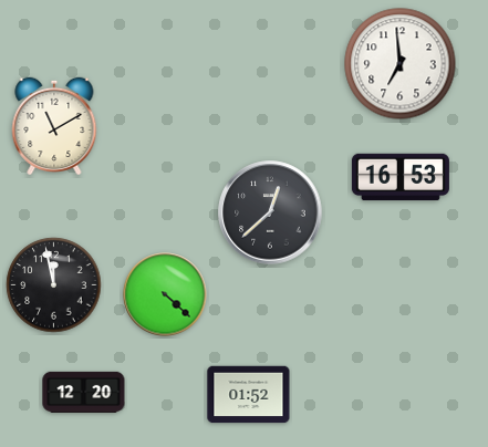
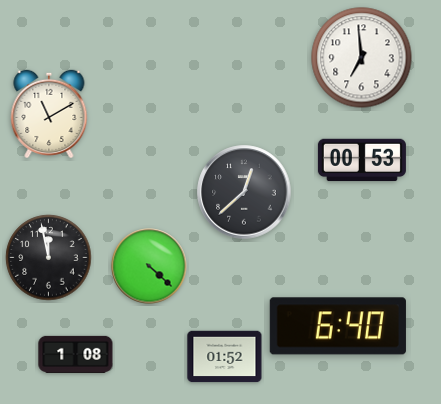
clock at (401, 177): 16:53 -> 00:53
clock at (338, 326): none -> 6:40
clock at (84, 392): 12:20 -> 1:08
